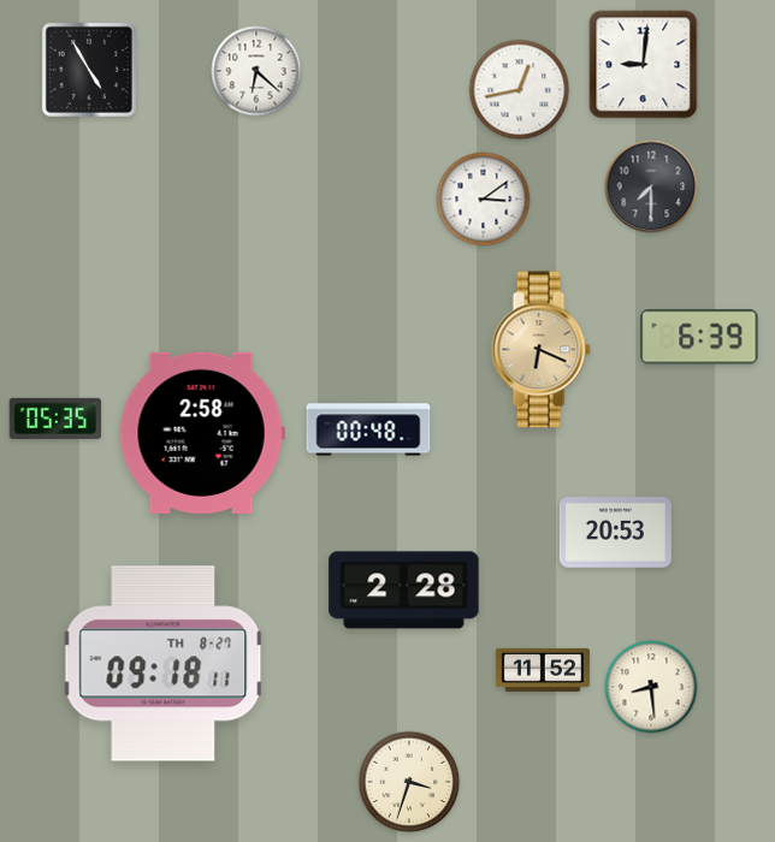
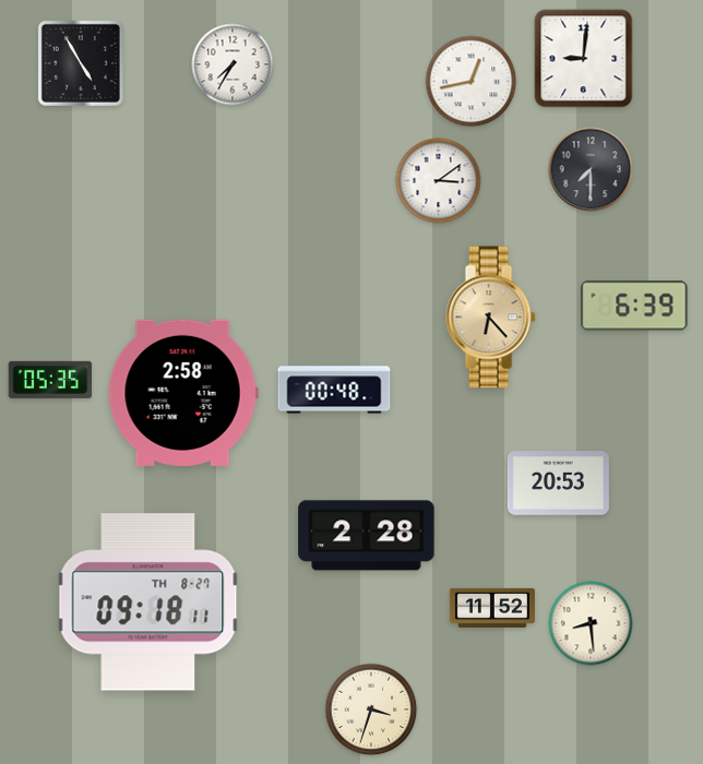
clock at (256, 71): 6:22 -> 7:35
clock at (540, 350): 6:19 -> 6:23
